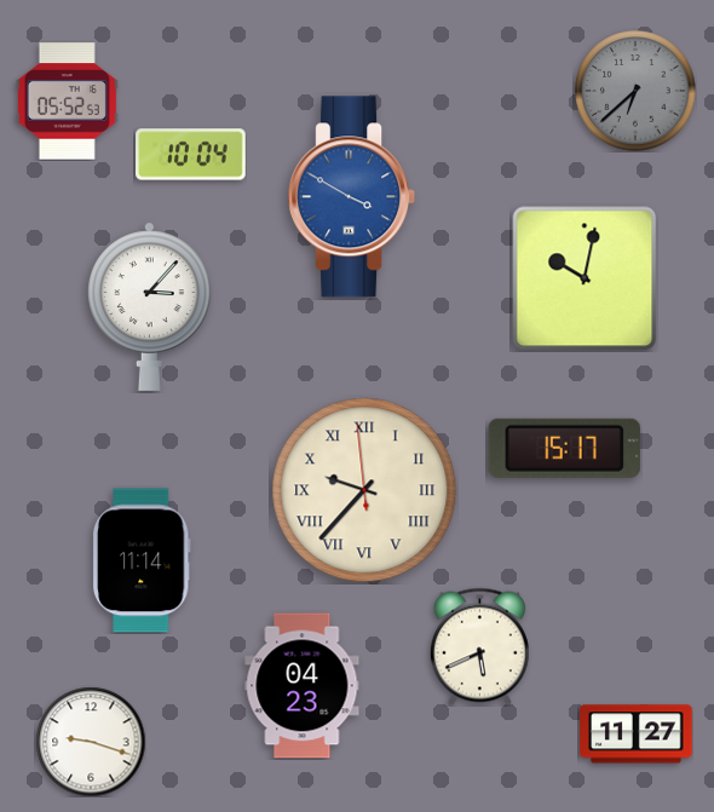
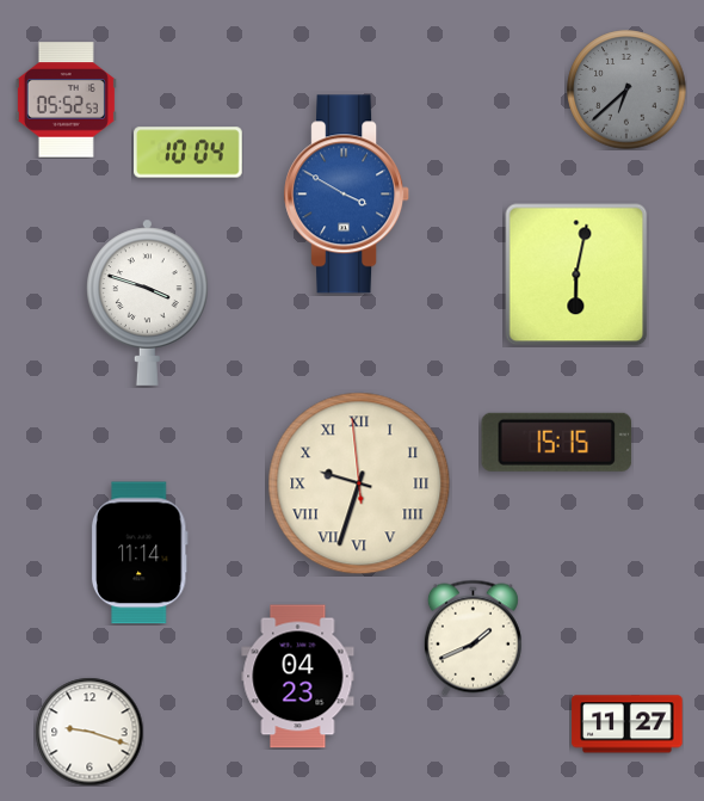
clock at (585, 278): 10:02 -> 6:02
clock at (150, 306): 3:07 -> 3:48
clock at (565, 448): 15:17 -> 15:15
clock at (364, 490): 9:36 -> 9:32
clock at (479, 646): 5:41 -> 1:41
